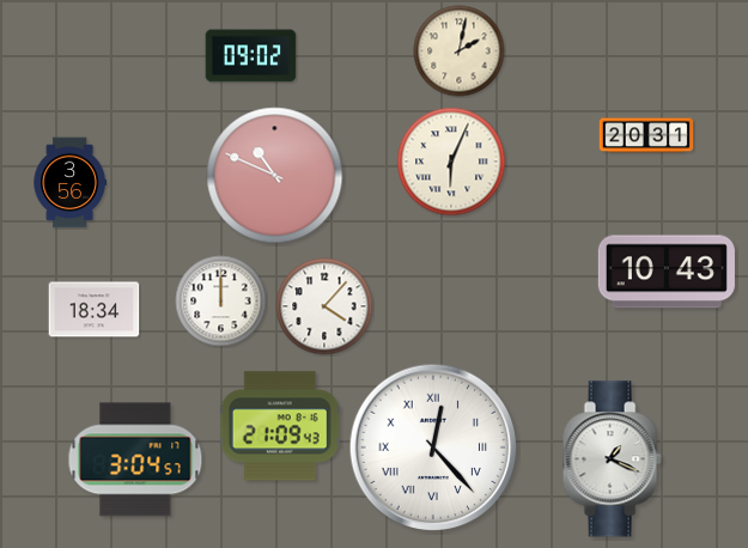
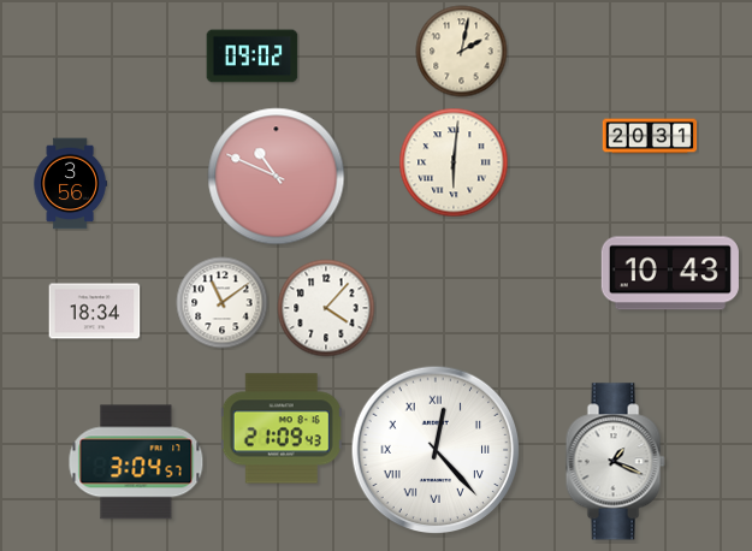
clock at (451, 162): 6:04 -> 6:01
clock at (221, 302): 12:00 -> 11:09
